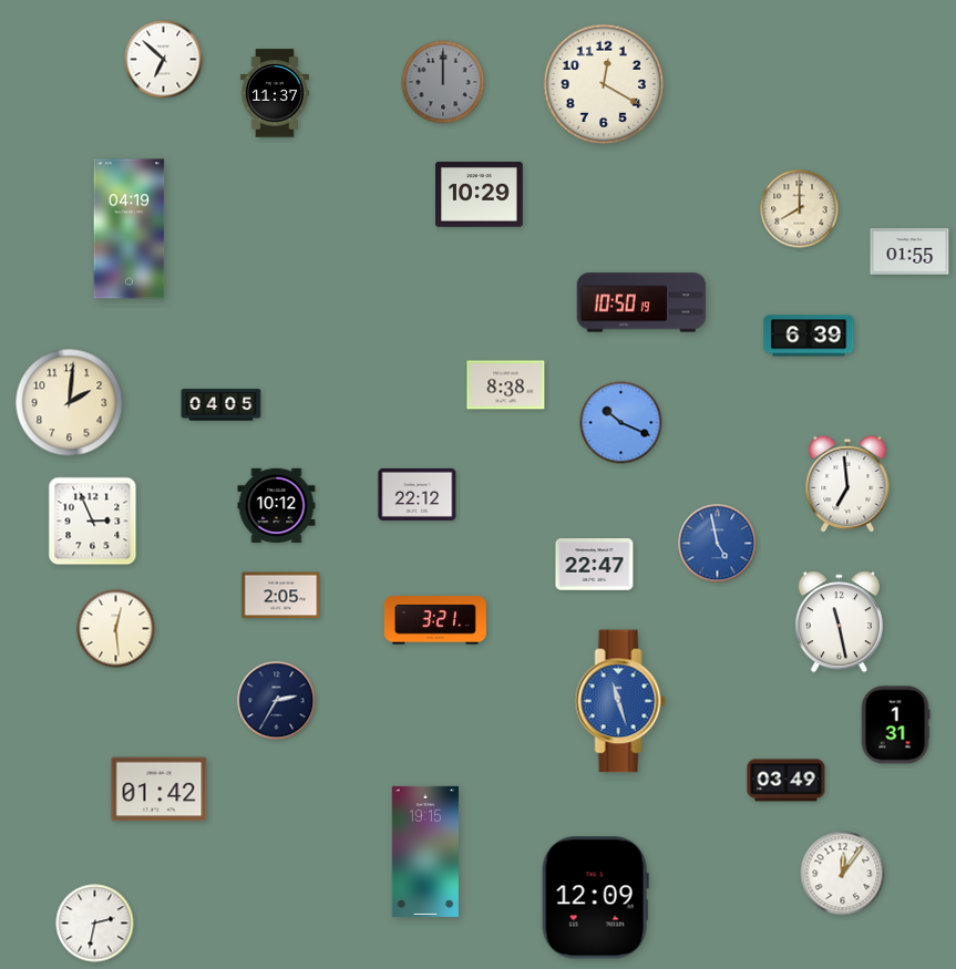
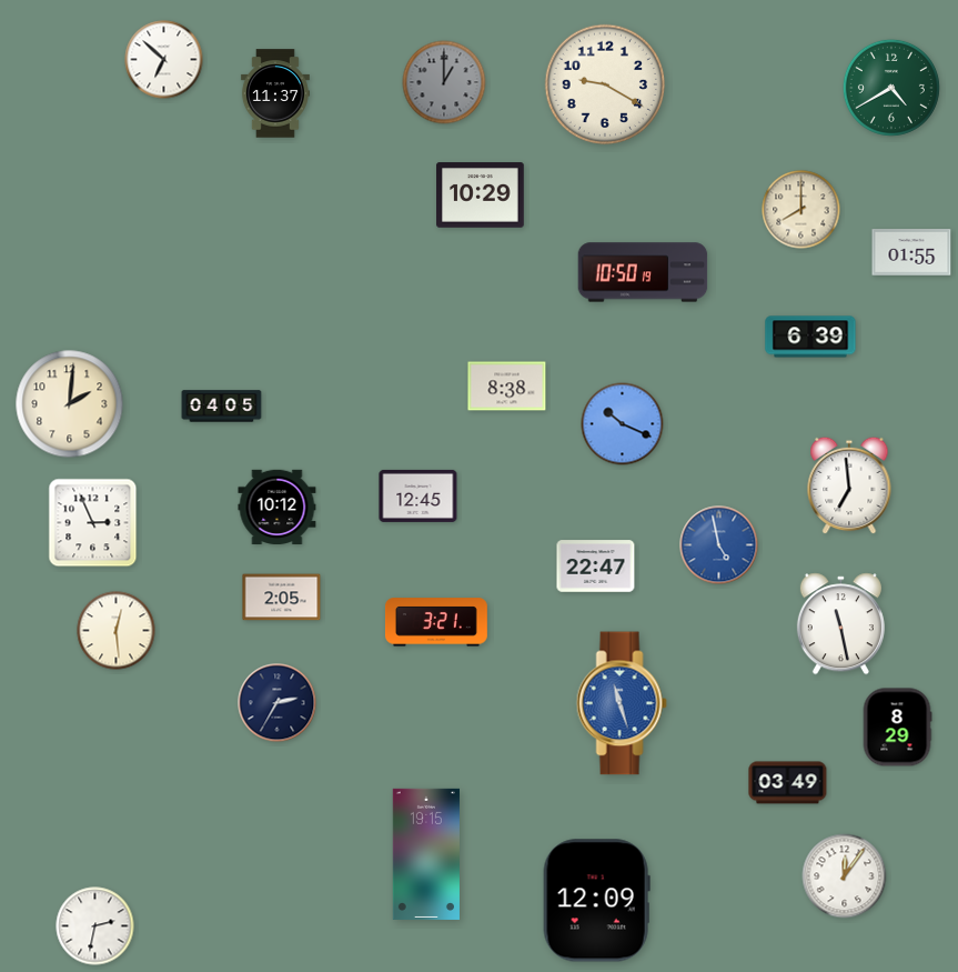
clock at (443, 82): 12:00 -> 1:00
clock at (604, 84): 12:20 -> 9:20
clock at (891, 88): none -> 4:40
clock at (130, 229): 04:19 -> none
clock at (641, 302) position: (641, 302) -> (643, 272)
clock at (418, 494): 22:12 -> 12:45
clock at (895, 725): 1:31 -> 8:29
clock at (160, 790): 01:42 -> none
